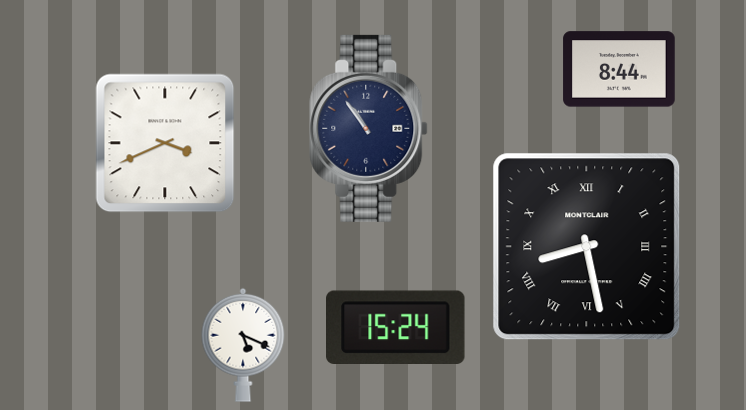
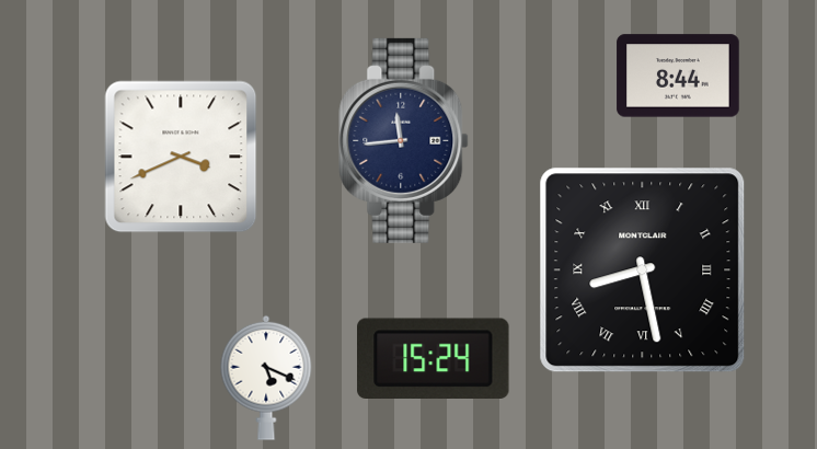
clock at (369, 128): 10:54 -> 11:44
